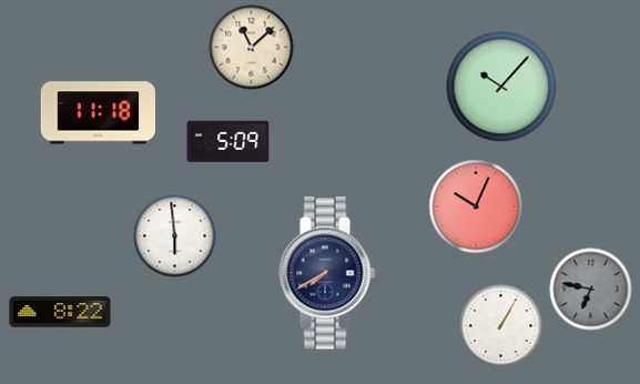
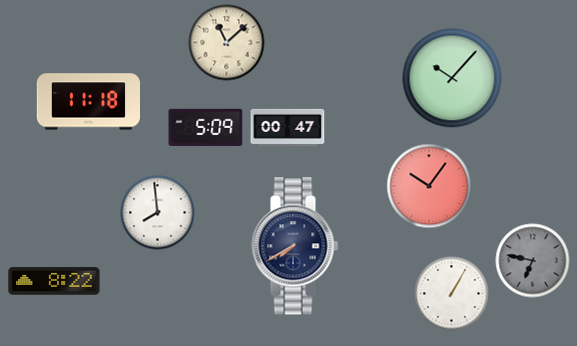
clock at (288, 127): none -> 00:47
clock at (476, 206): 10:04 -> 10:06
clock at (175, 236): 5:59 -> 7:59
